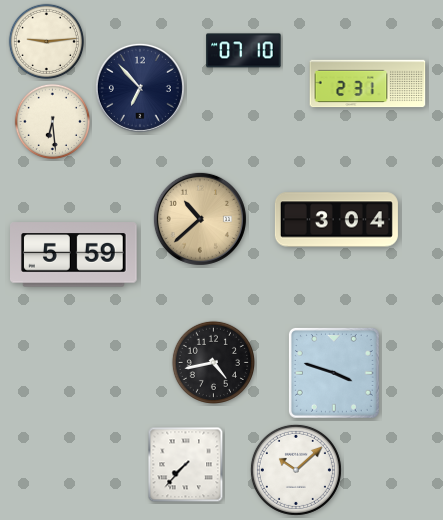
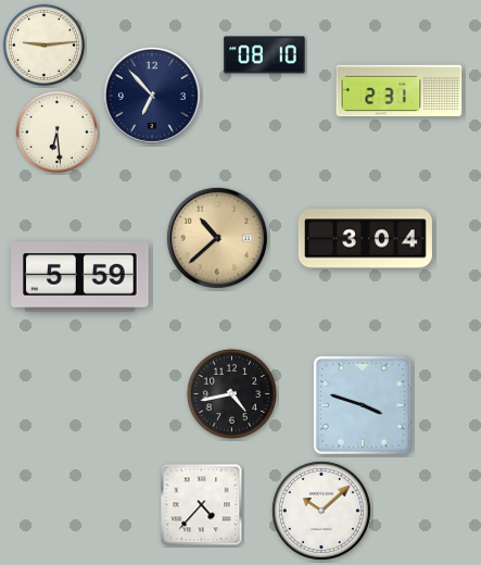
clock at (46, 41) position: (46, 41) -> (43, 45)
clock at (244, 51): 07:10 -> 08:10
clock at (186, 465): 7:37 -> 4:37
